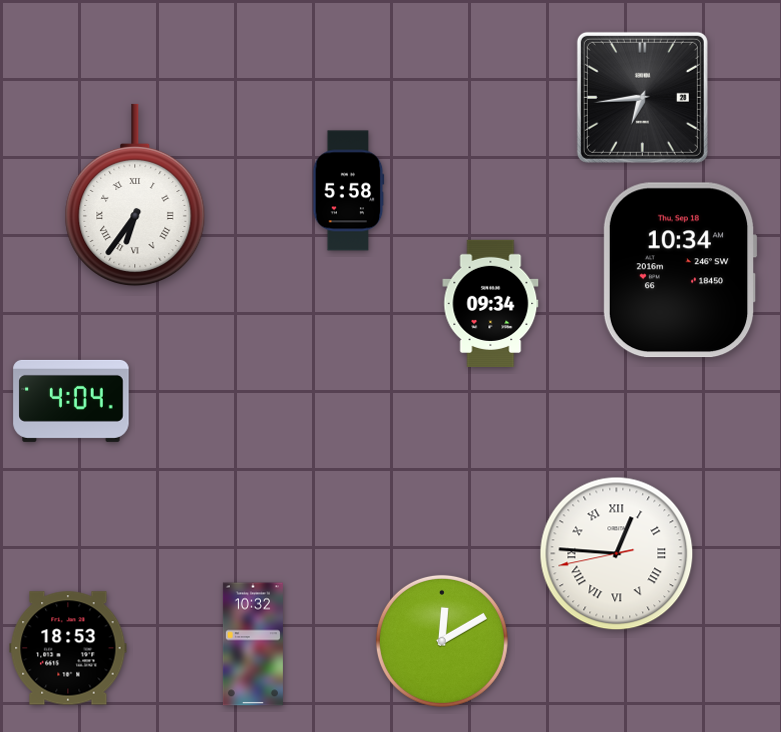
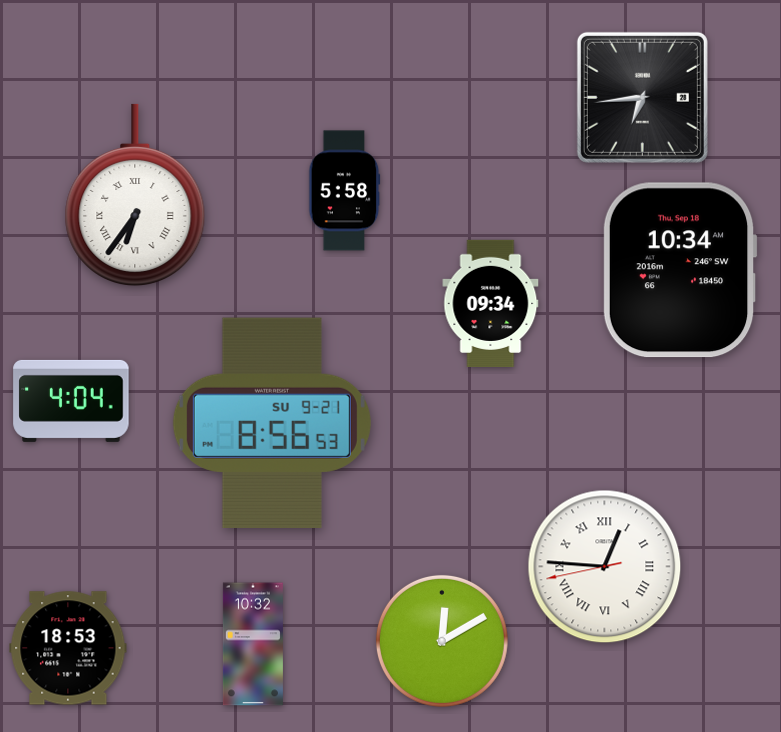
clock at (349, 191) position: (349, 191) -> (345, 191)
clock at (272, 423): none -> 8:56
clock at (617, 554) position: (617, 554) -> (605, 567)
